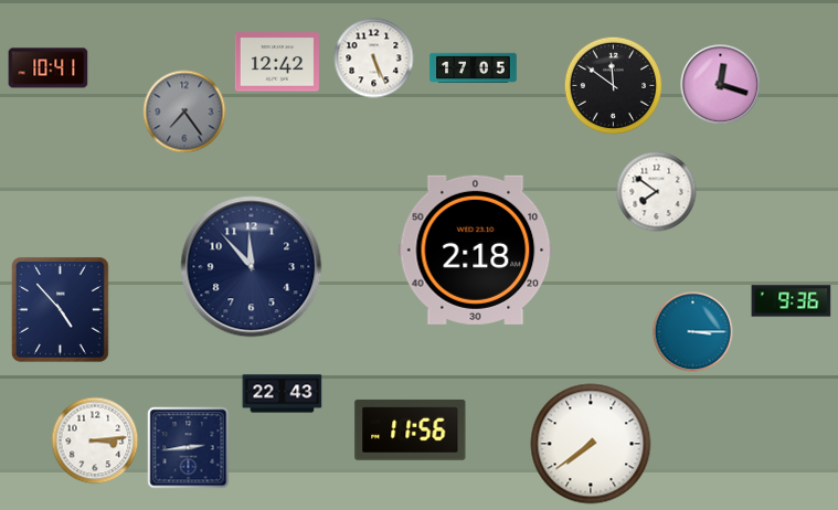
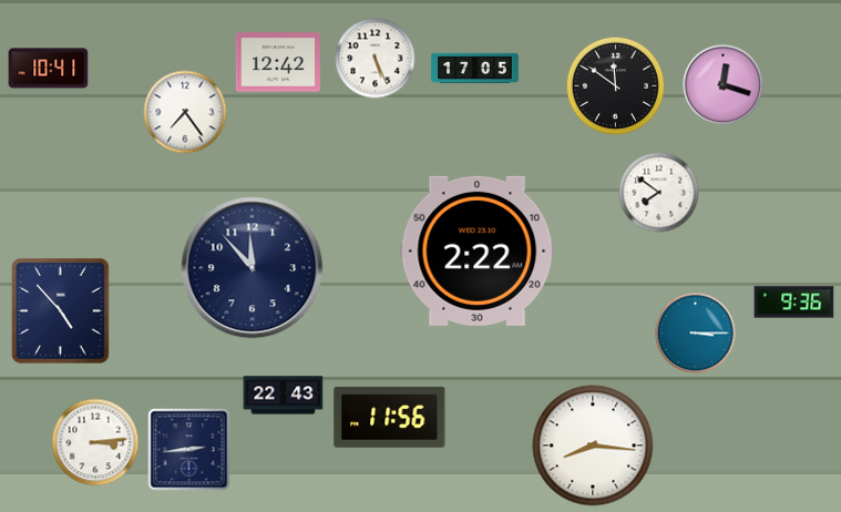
clock at (184, 111) dial: grey -> white
clock at (476, 249): 2:18 -> 2:22
clock at (411, 429) position: (411, 429) -> (390, 417)
clock at (591, 444): 7:39 -> 8:16
